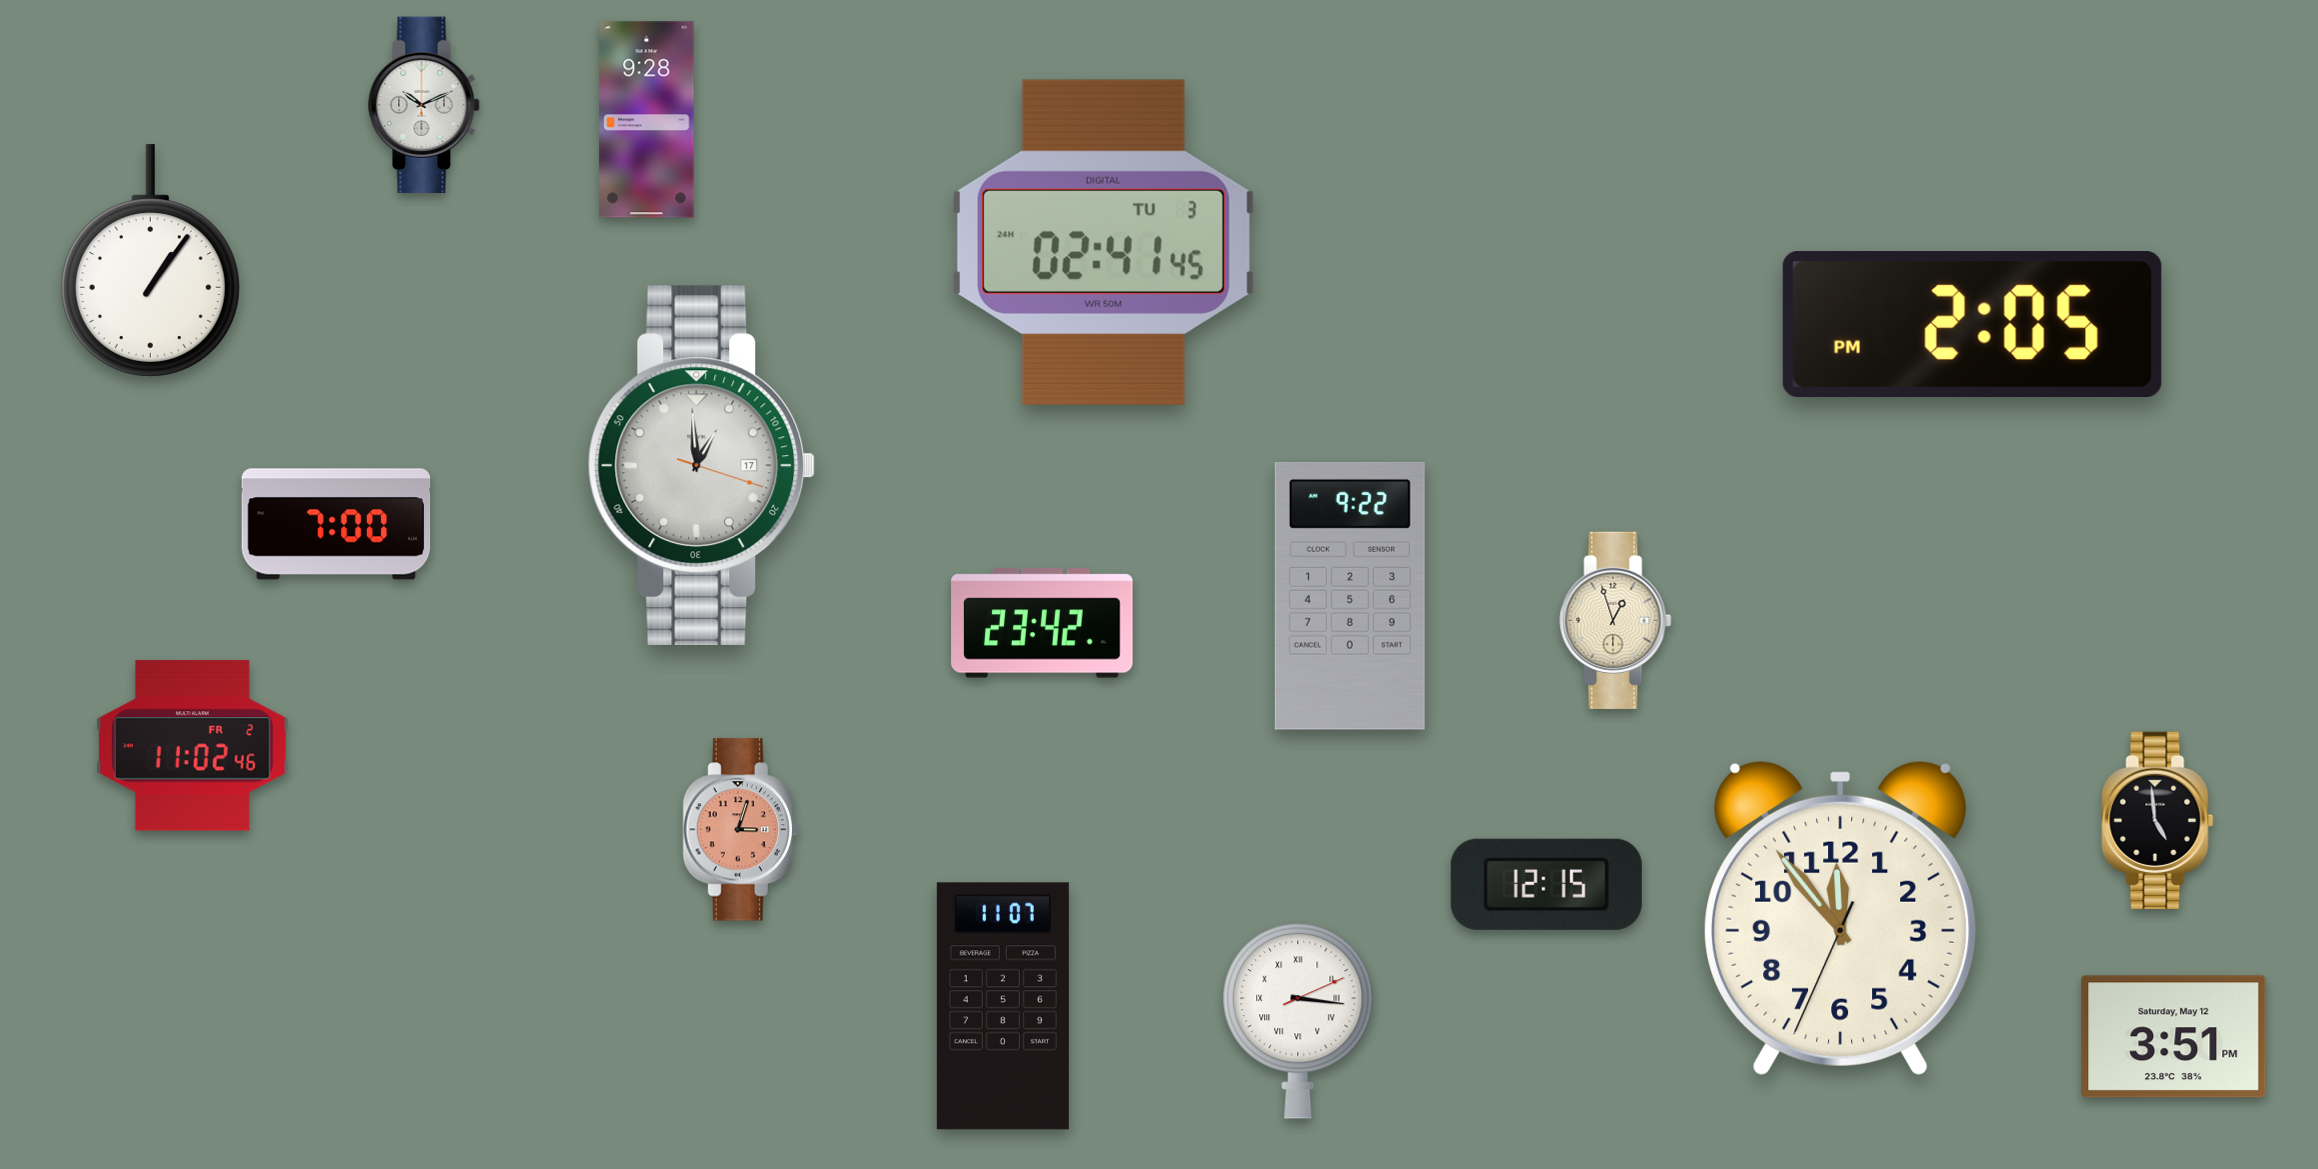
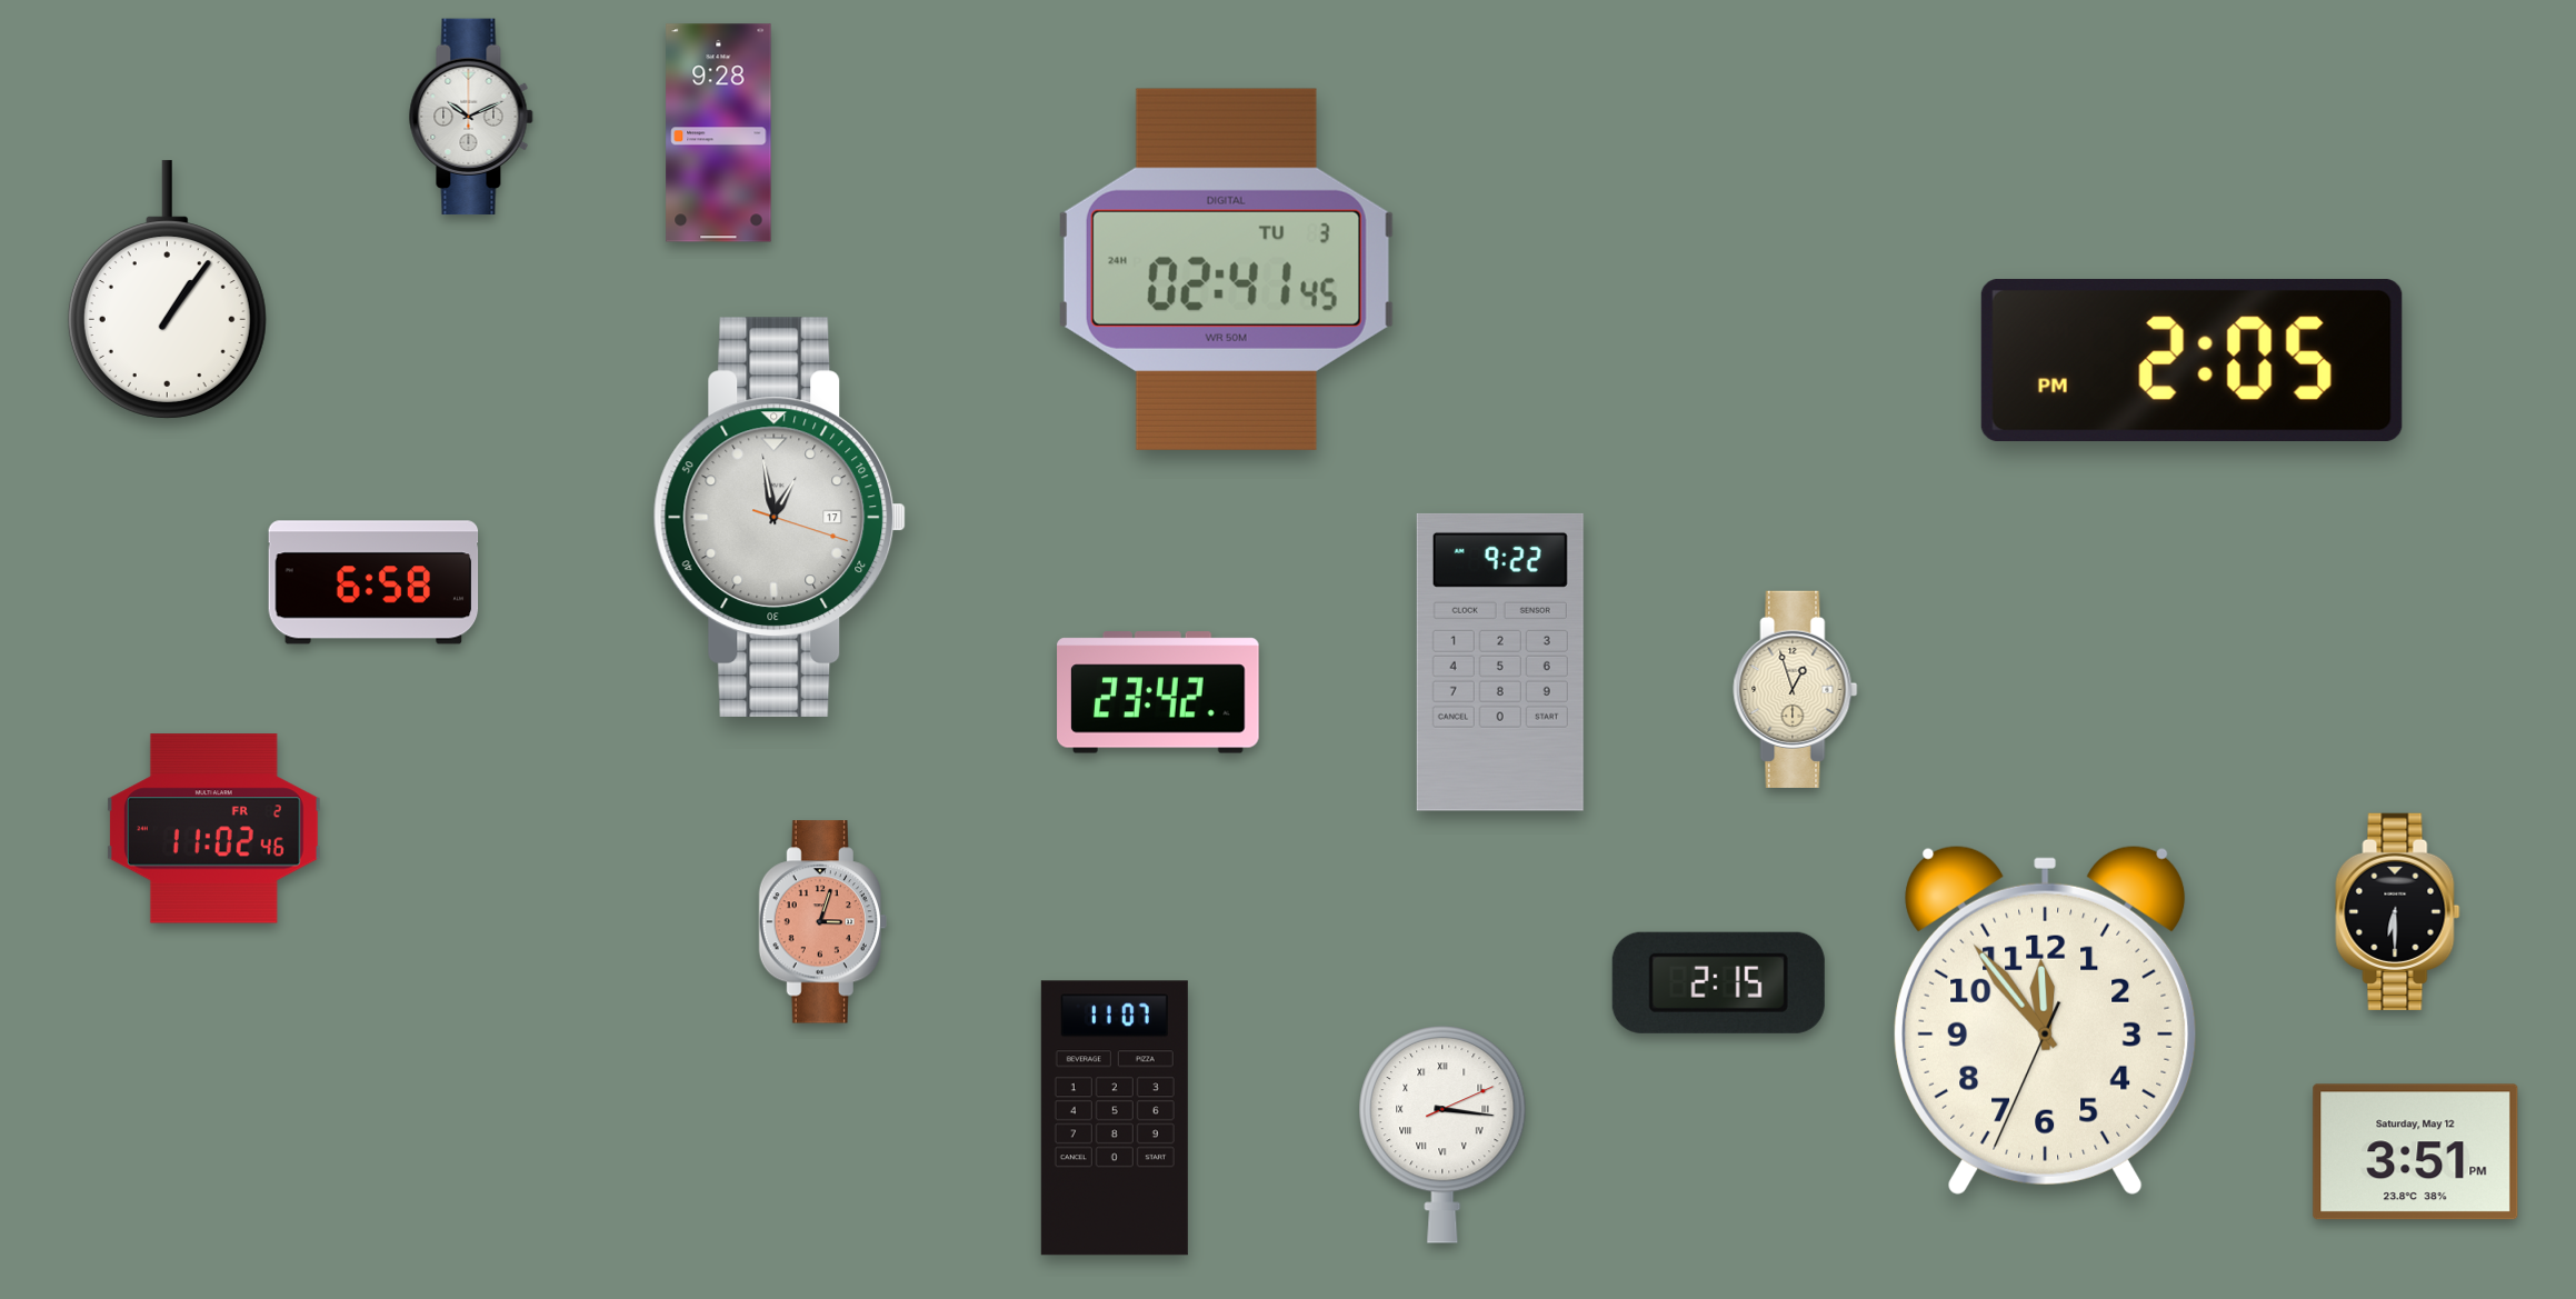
clock at (702, 465): 12:59 -> 12:58
clock at (336, 524): 7:00 -> 6:58
clock at (2158, 820): 4:59 -> 6:30
clock at (1546, 884): 12:15 -> 2:15
